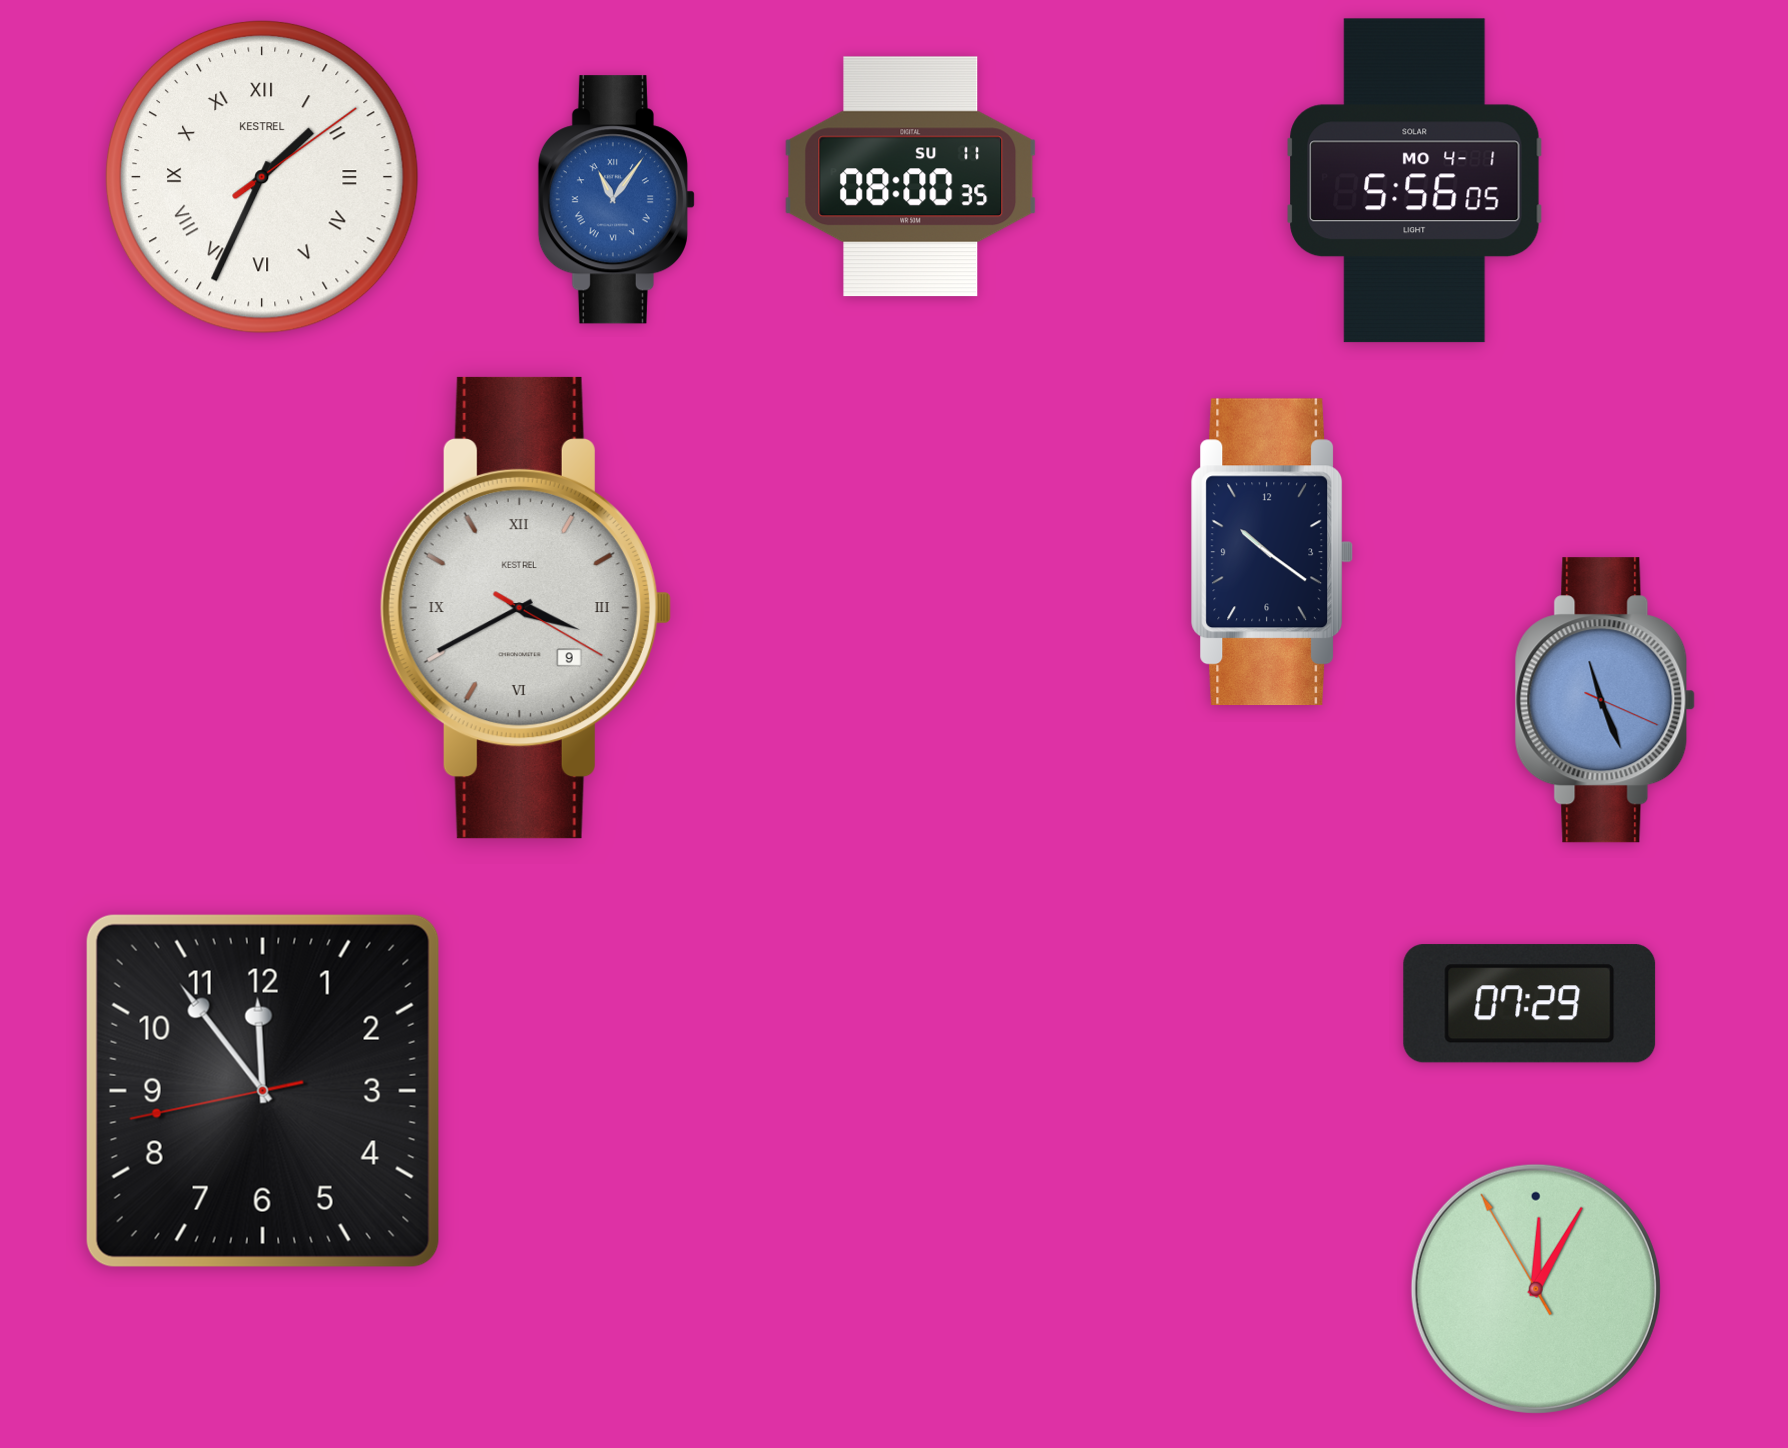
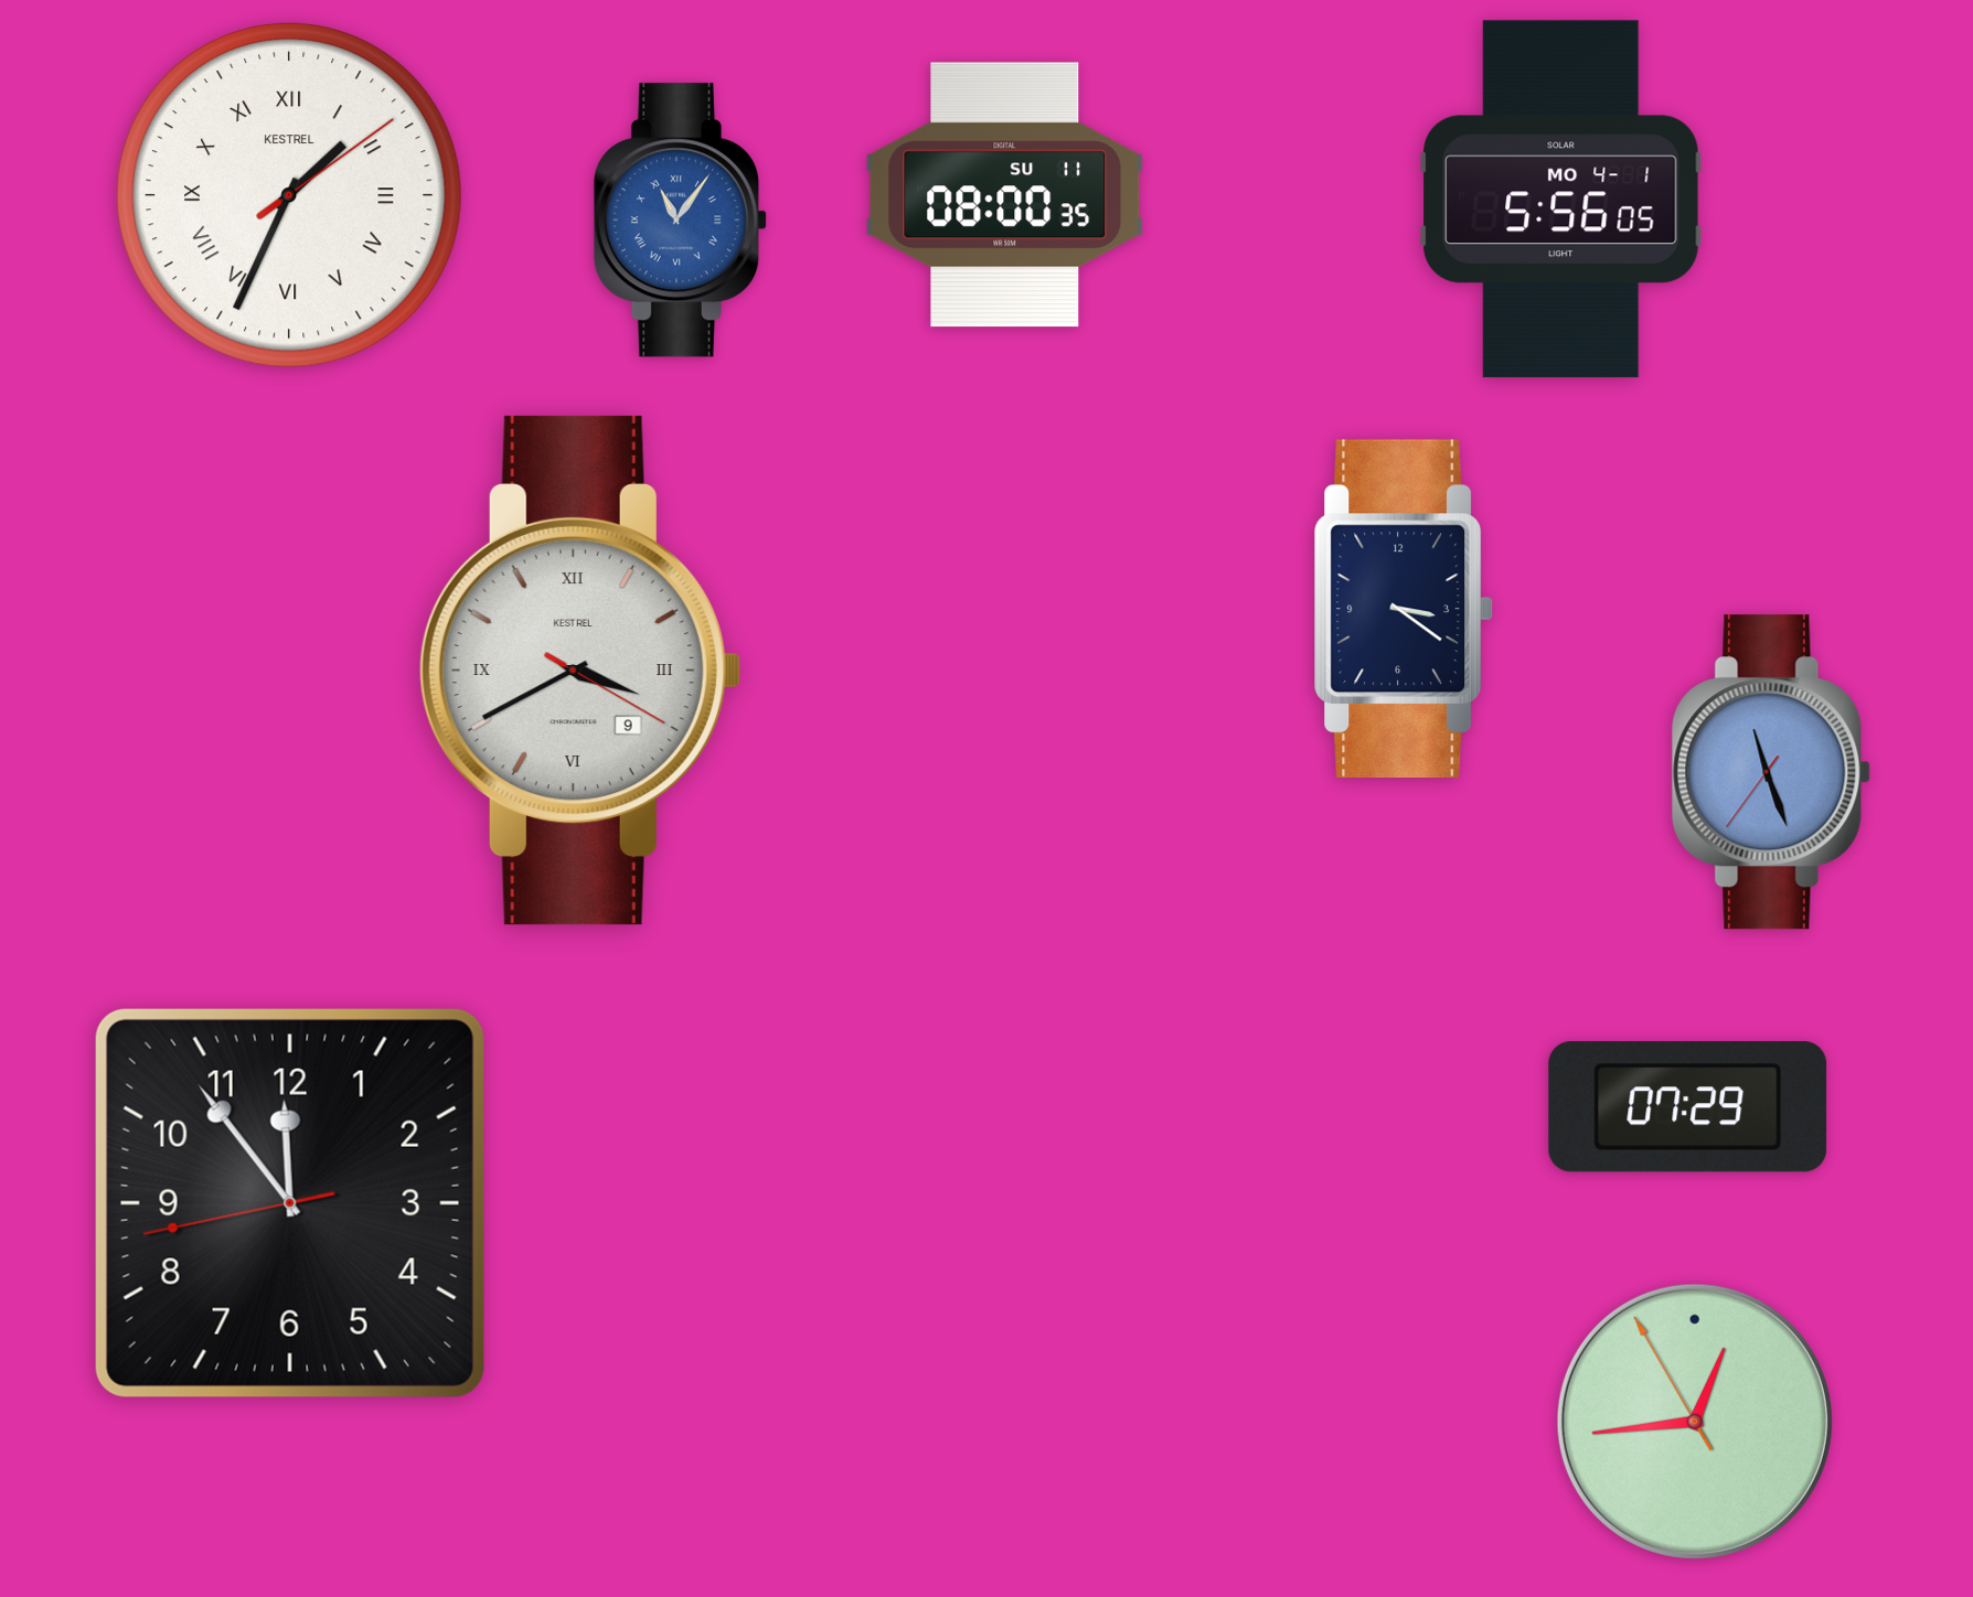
clock at (1272, 552): 10:21 -> 3:21
clock at (1605, 700): 11:26:19 -> 11:26:36
clock at (1536, 1289): 12:04 -> 12:43
